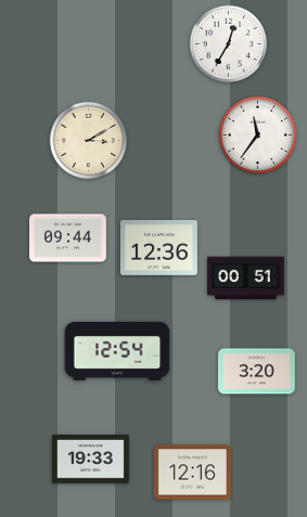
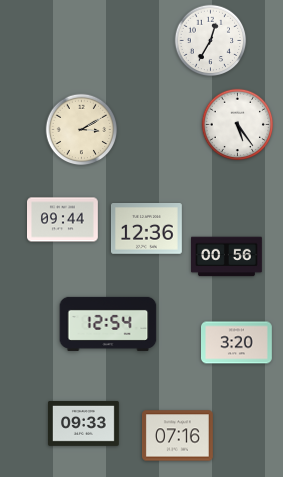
clock at (258, 135): 11:36 -> 5:24
clock at (246, 279): 00:51 -> 00:56
clock at (91, 458): 19:33 -> 09:33
clock at (193, 473): 12:16 -> 07:16
